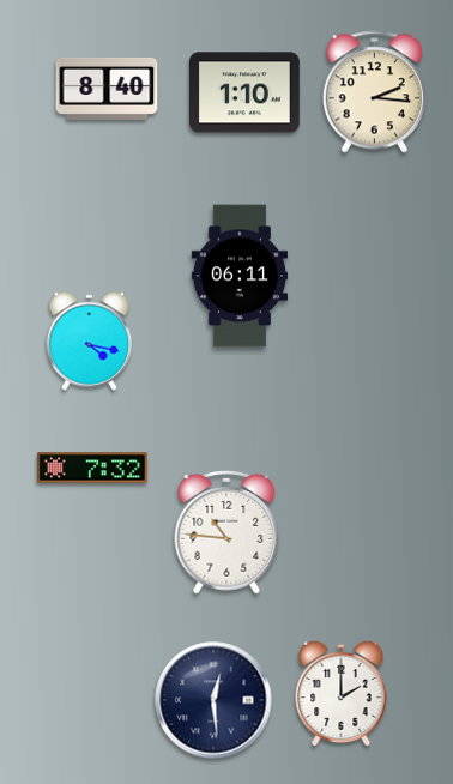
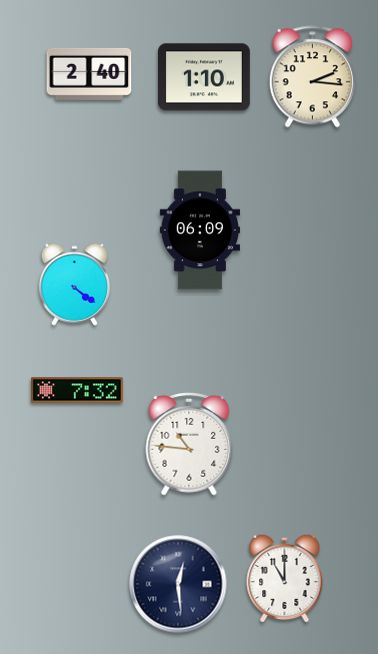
clock at (107, 89): 8:40 -> 2:40
clock at (240, 276): 06:11 -> 06:09
clock at (90, 340): 4:17 -> 4:21
clock at (342, 693): 2:00 -> 11:00
